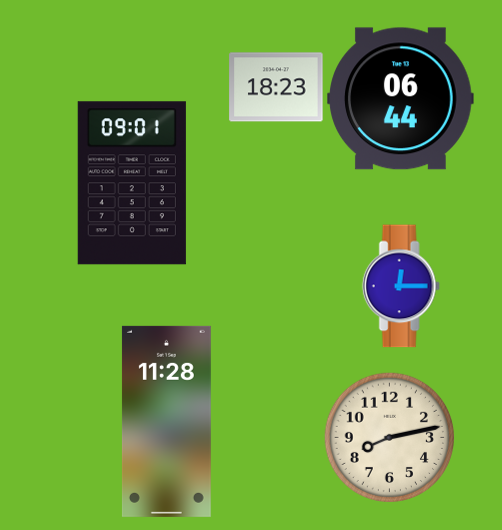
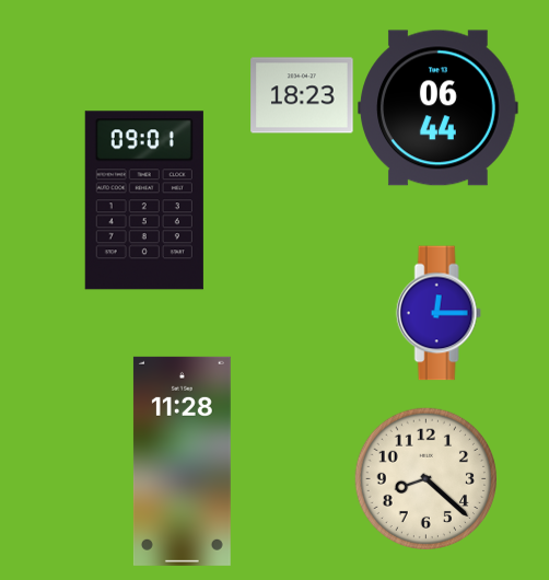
clock at (390, 438): 8:13 -> 8:22
